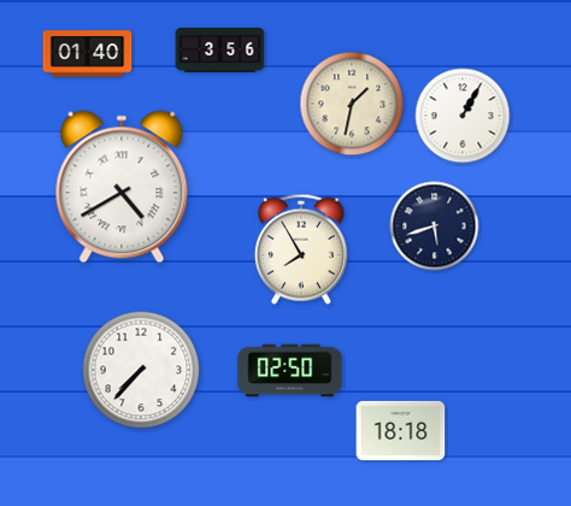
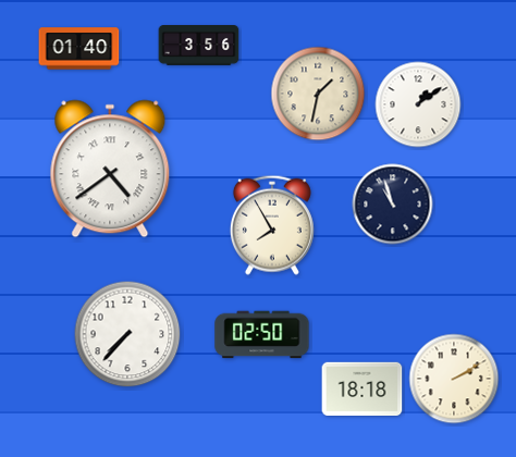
clock at (463, 116): 1:05 -> 1:09
clock at (122, 187): 4:40 -> 4:39
clock at (435, 226): 5:42 -> 10:57
clock at (454, 379): none -> 2:10
